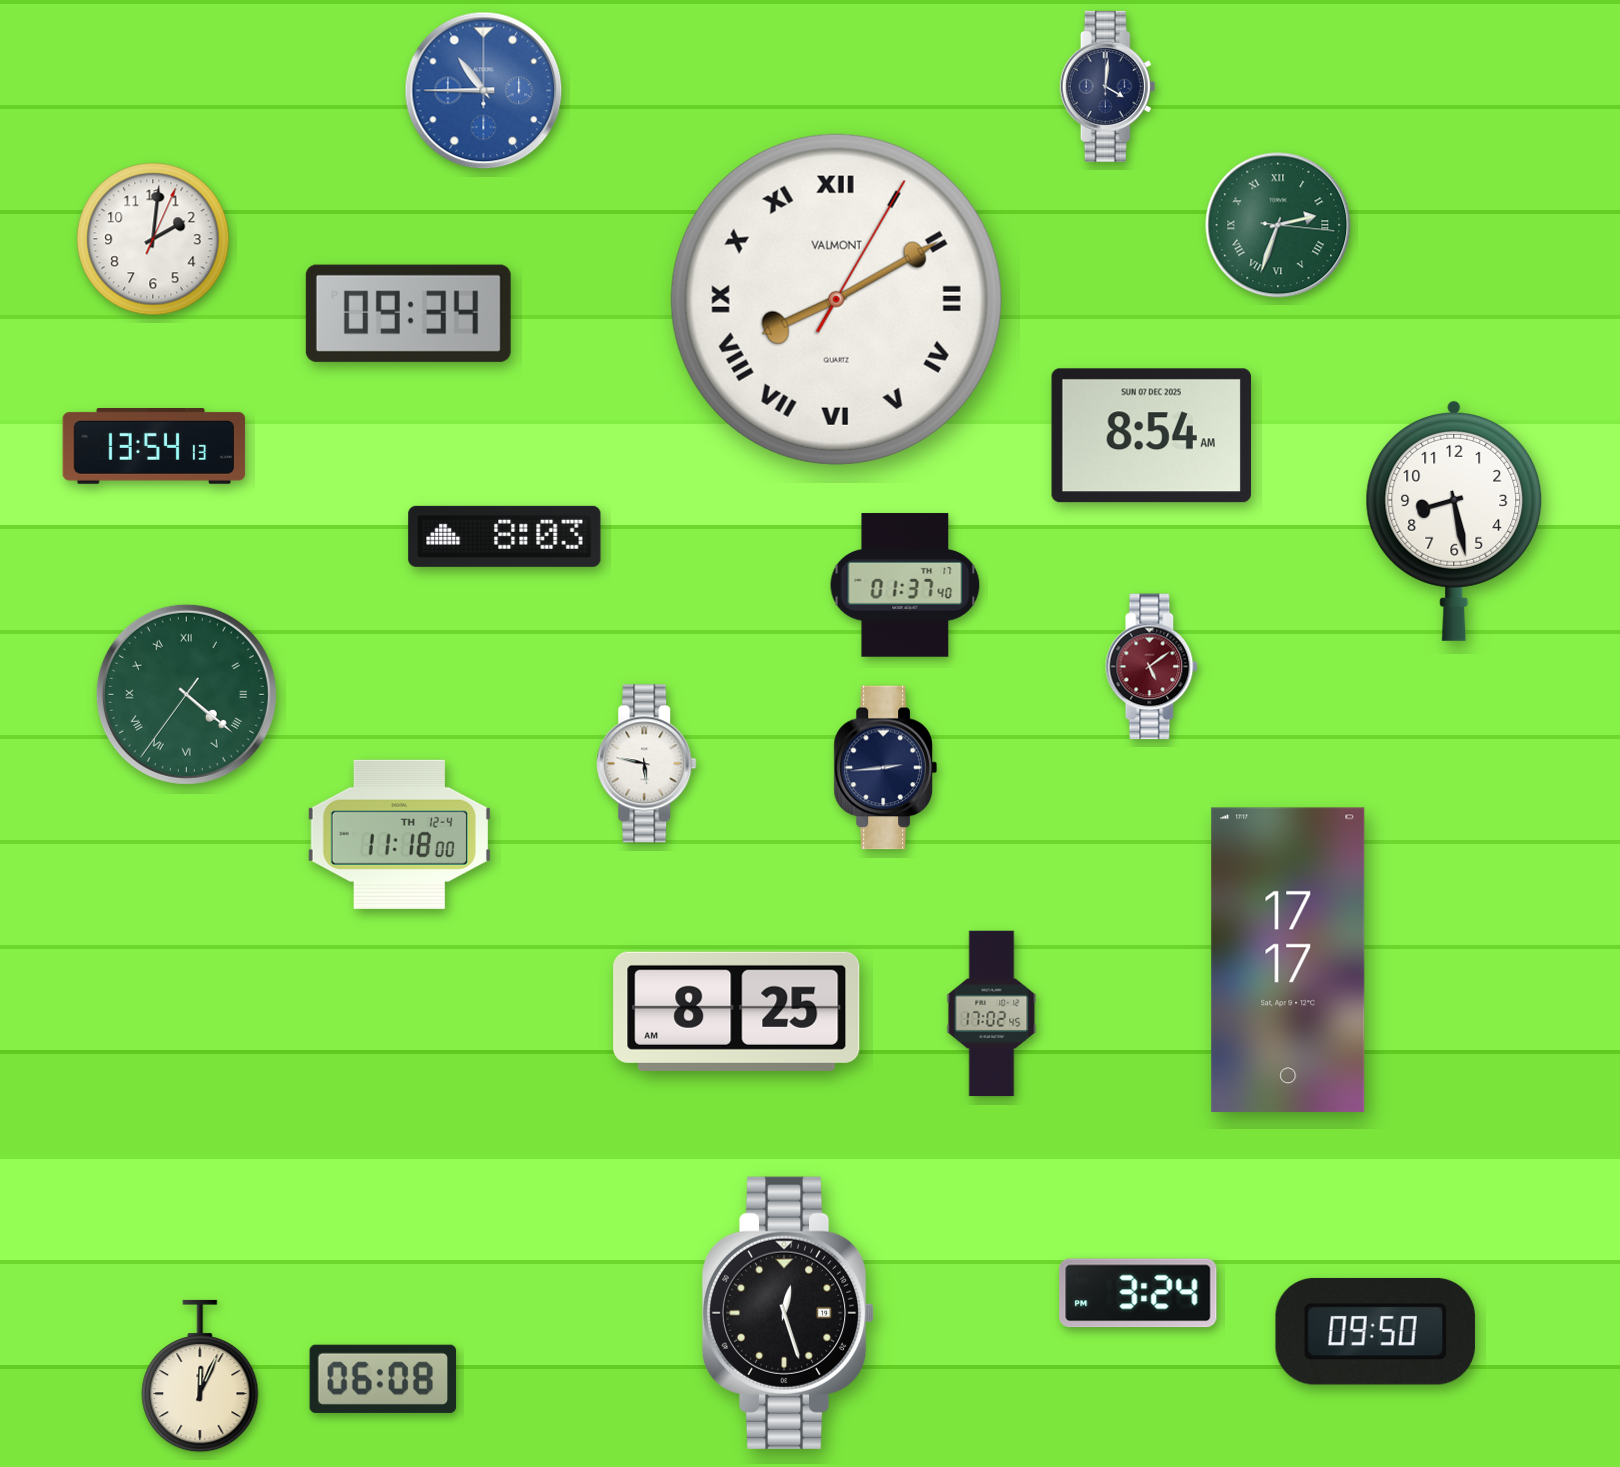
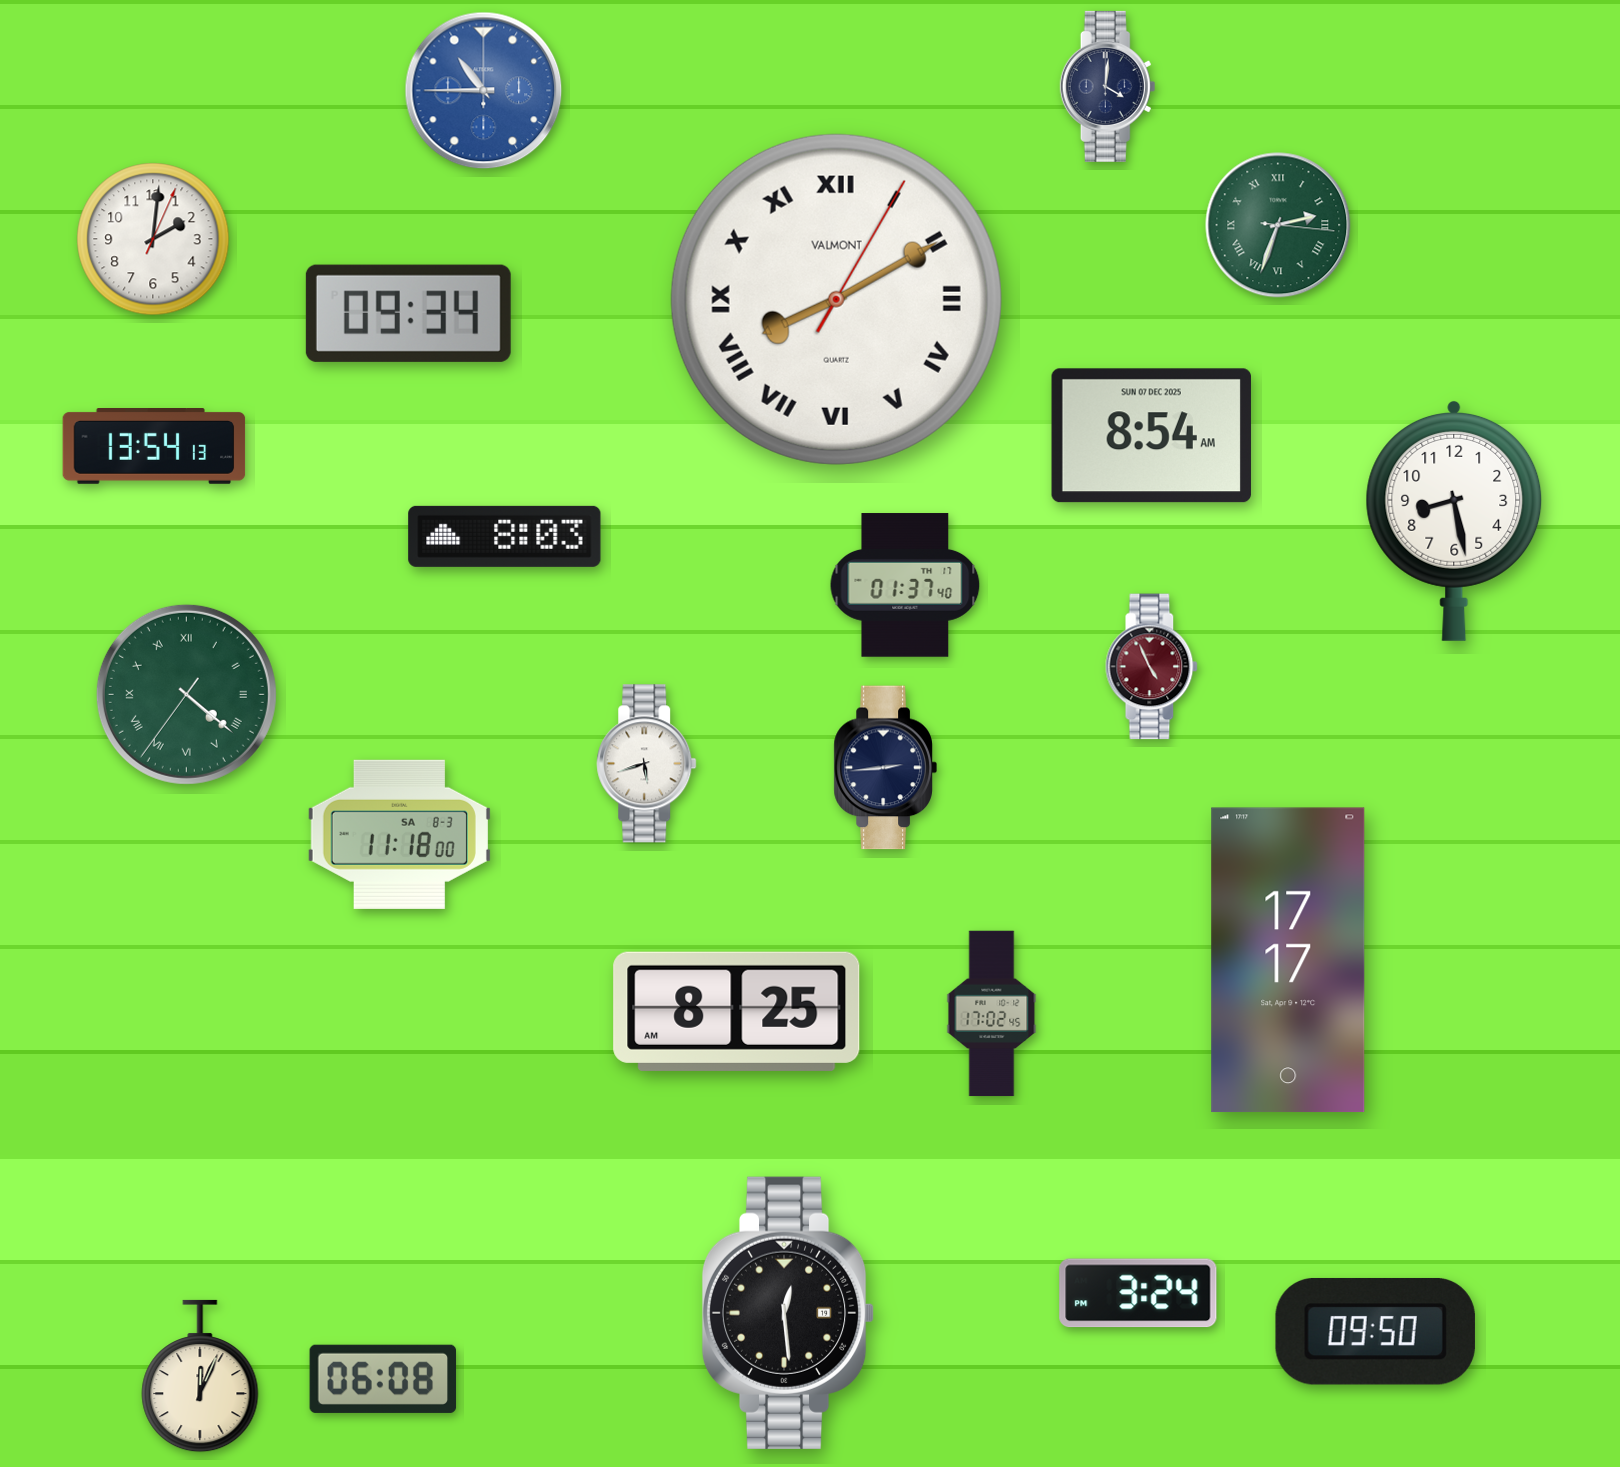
clock at (1152, 667): 5:09 -> 4:56
clock at (647, 764): 5:47 -> 5:42
clock at (399, 834) date: TH 12-4 -> SA 8-3
clock at (788, 1313): 12:27 -> 12:29
